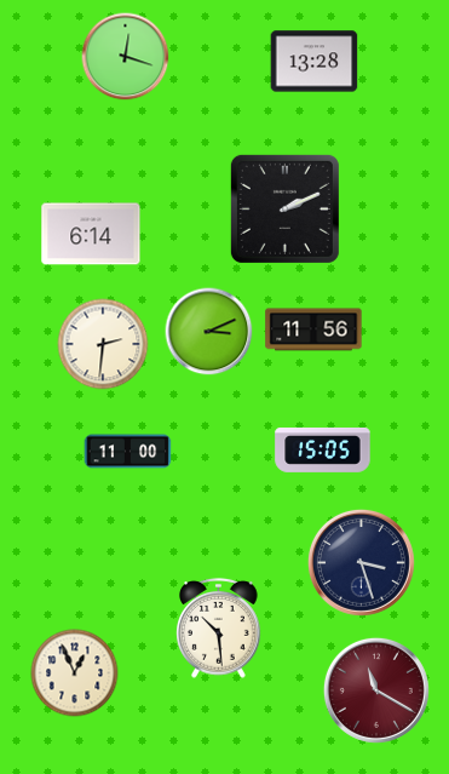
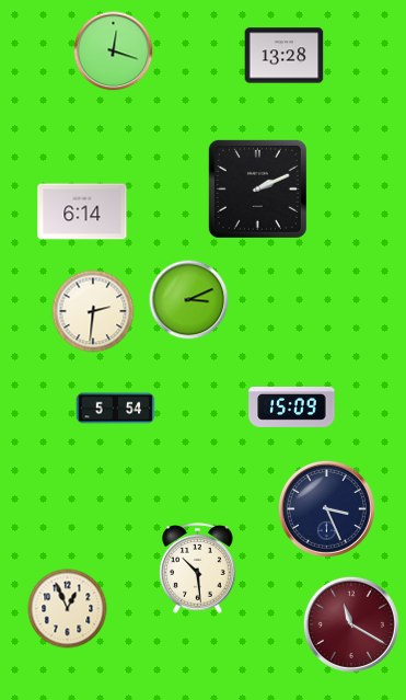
clock at (313, 329): 11:56 -> none
clock at (323, 449): 15:05 -> 15:09
clock at (128, 452): 11:00 -> 5:54
clock at (361, 562): 3:27 -> 3:26
clock at (376, 690) position: (376, 690) -> (351, 624)
